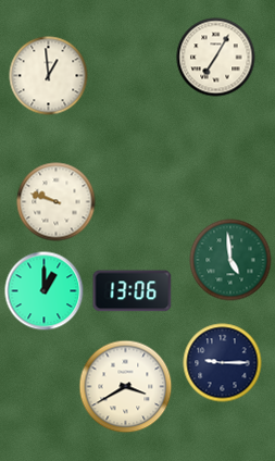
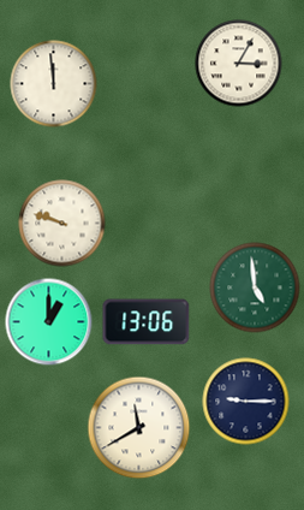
clock at (216, 58): 7:05 -> 3:05
clock at (49, 76): 12:59 -> 11:59
clock at (126, 387): 3:40 -> 11:40
